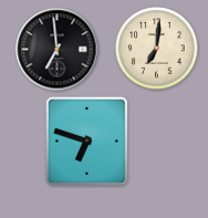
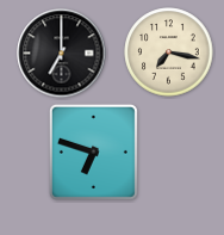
clock at (157, 49): 7:01 -> 7:17
clock at (58, 50): 6:59 -> 7:00
